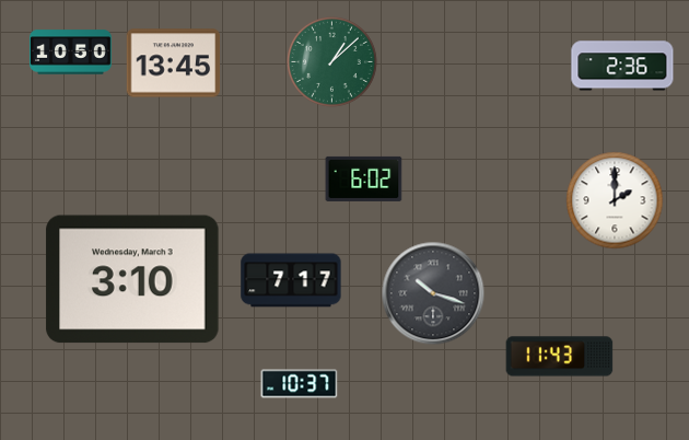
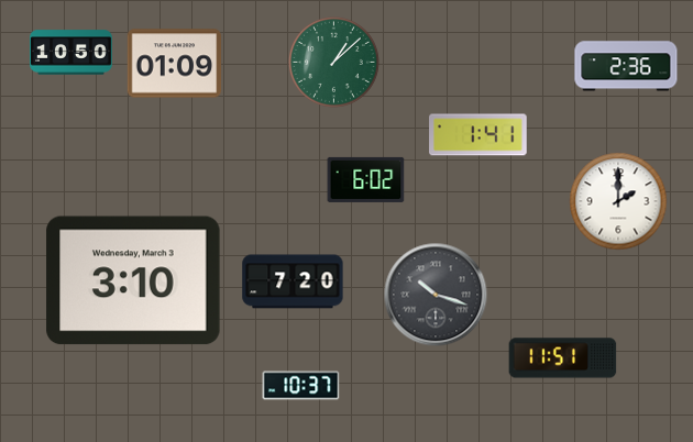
clock at (174, 63): 13:45 -> 01:09
clock at (479, 135): none -> 1:41
clock at (291, 280): 7:17 -> 7:20
clock at (560, 357): 11:43 -> 11:51
